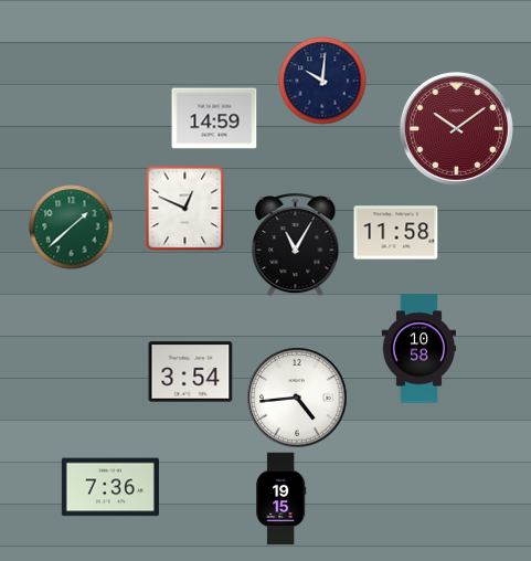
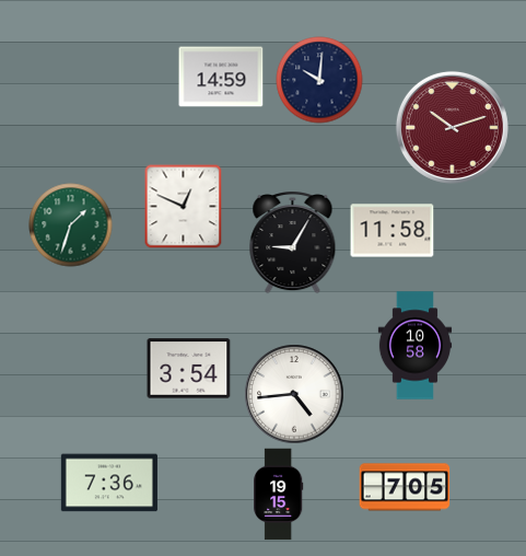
clock at (214, 118) position: (214, 118) -> (221, 77)
clock at (456, 128): 10:09 -> 10:12
clock at (72, 227): 1:38 -> 1:33
clock at (296, 245): 11:05 -> 9:05
clock at (405, 487): none -> 7:05
